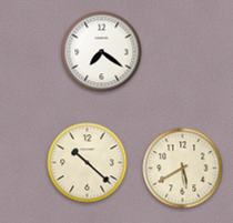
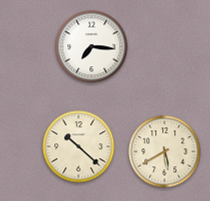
clock at (102, 52): 7:21 -> 7:16
